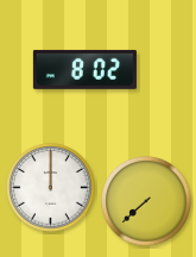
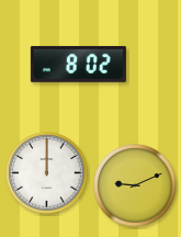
clock at (146, 201): 7:38 -> 9:11
